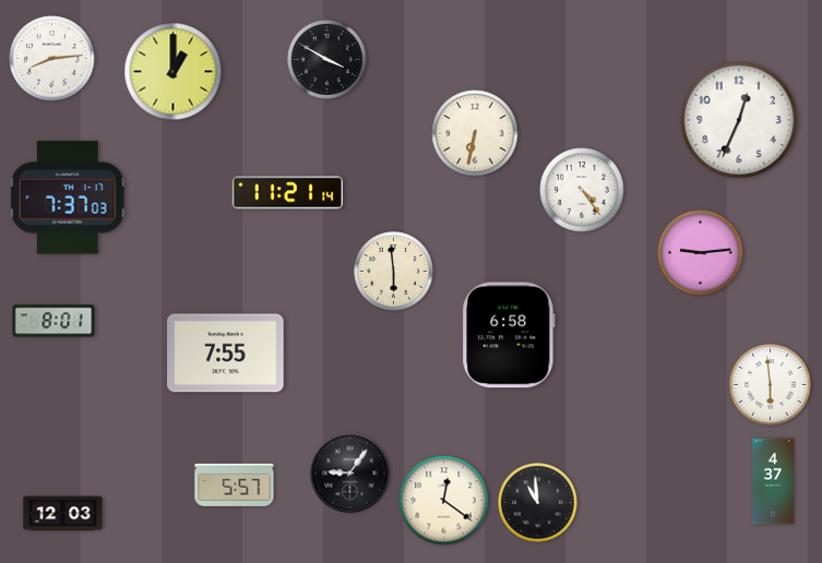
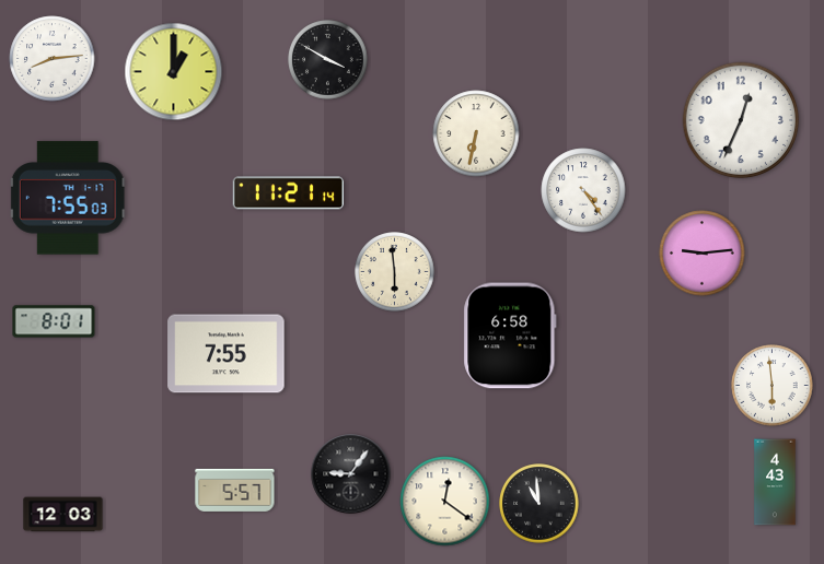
clock at (68, 197): 7:37 -> 7:55
clock at (773, 481): 4:37 -> 4:43
clock at (235, 484) position: (235, 484) -> (235, 490)
